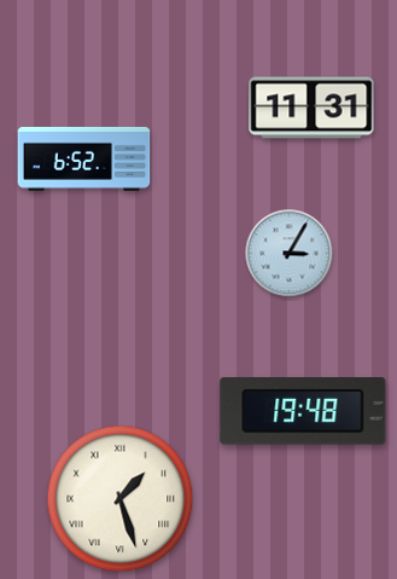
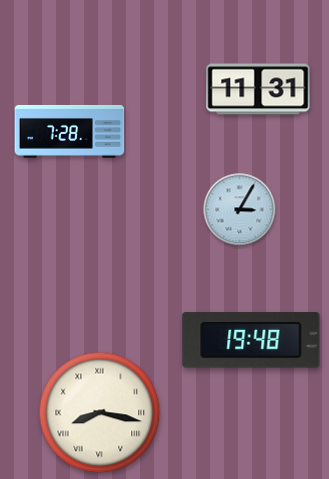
clock at (84, 158): 6:52 -> 7:28
clock at (121, 499): 1:27 -> 8:17
